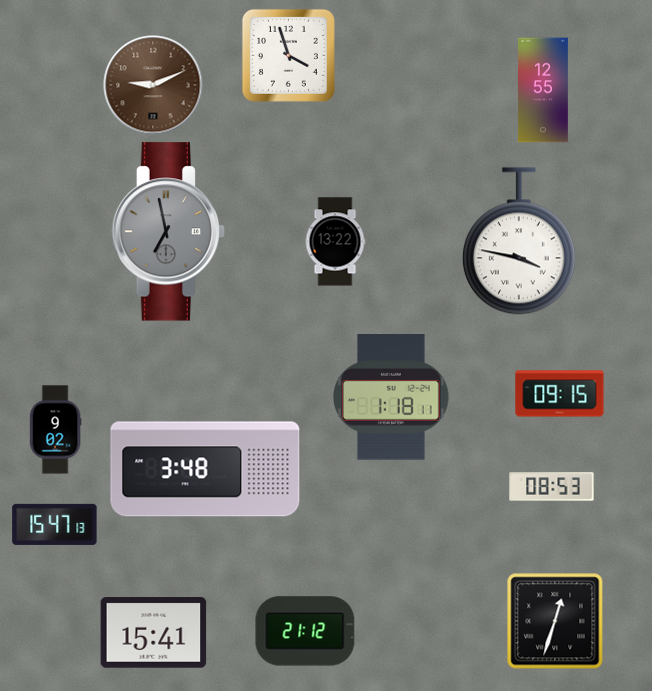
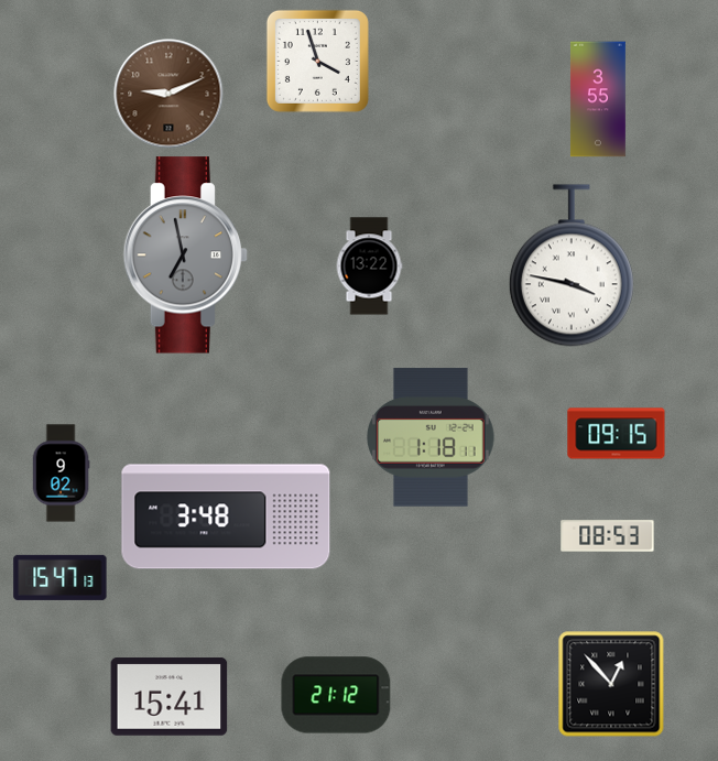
clock at (543, 90): 12:55 -> 3:55
clock at (555, 621): 12:33 -> 12:53
